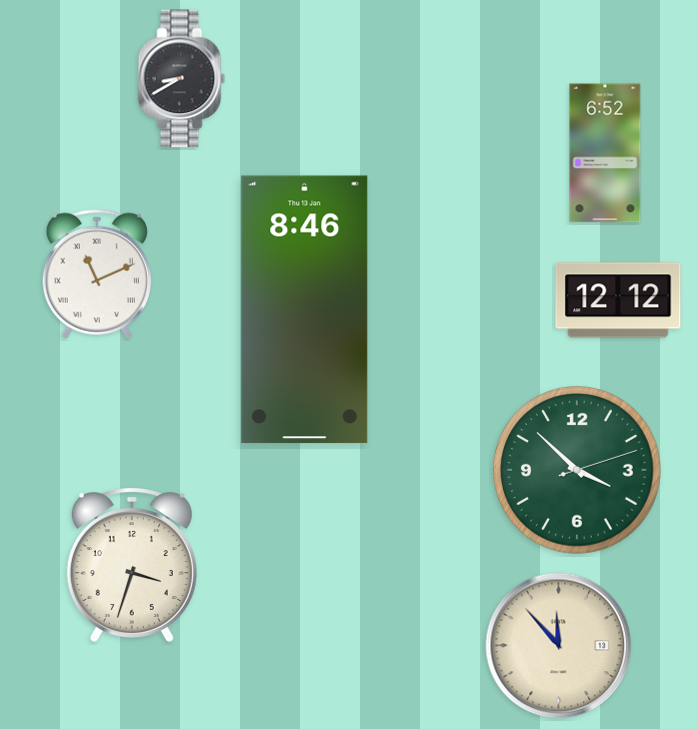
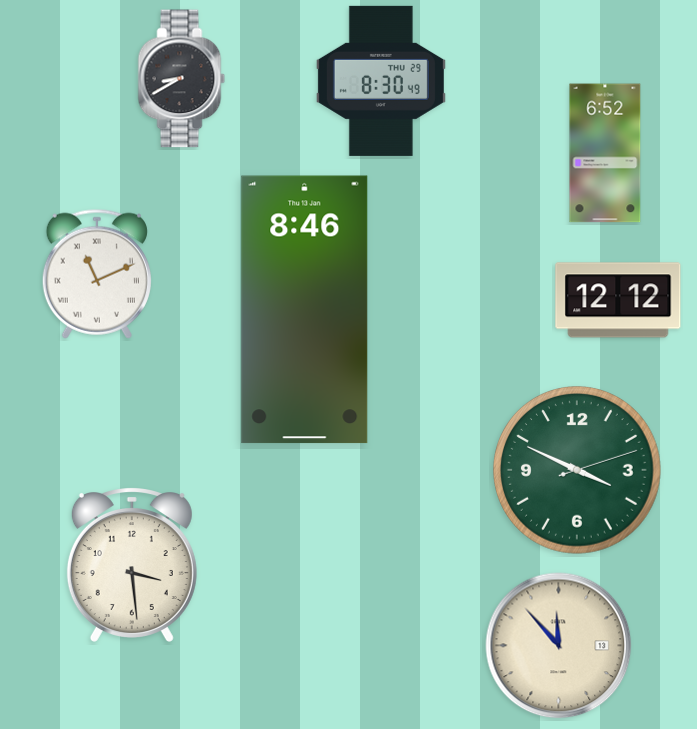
clock at (381, 81): none -> 8:30
clock at (578, 471): 3:52 -> 3:49
clock at (132, 565): 3:33 -> 3:29
